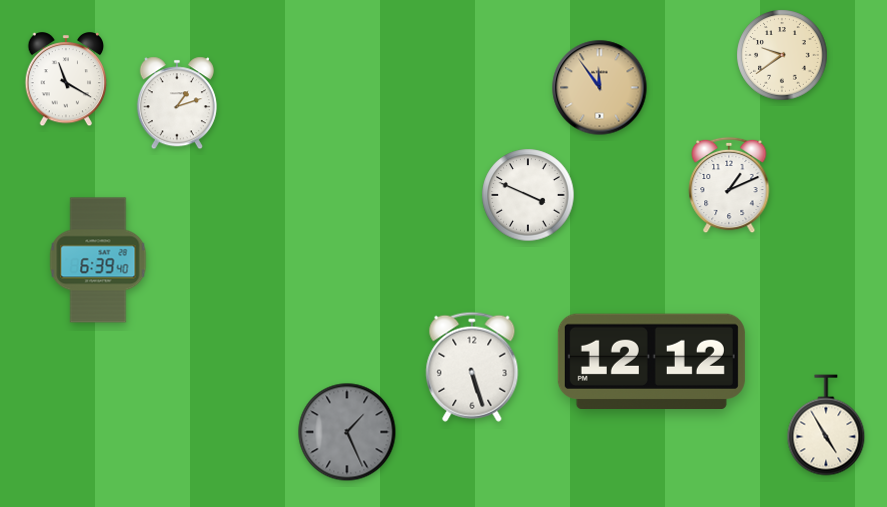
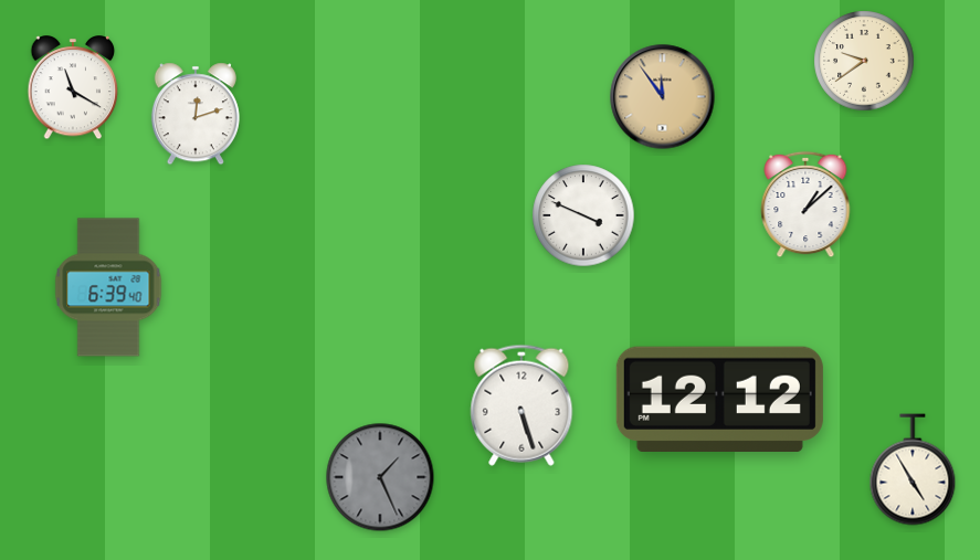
clock at (177, 103): 1:12 -> 12:12
clock at (729, 185): 1:11 -> 1:08
clock at (347, 432) position: (347, 432) -> (380, 477)
